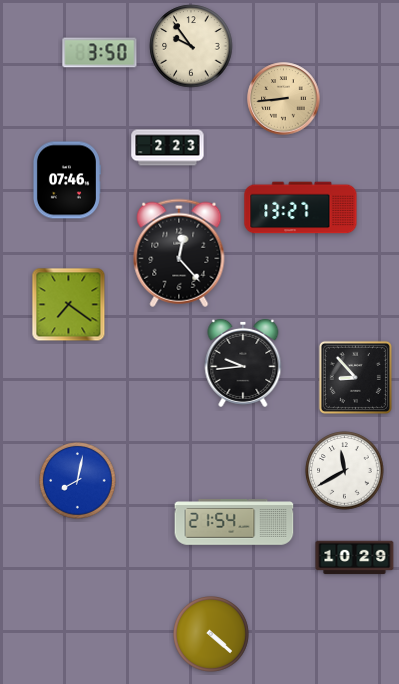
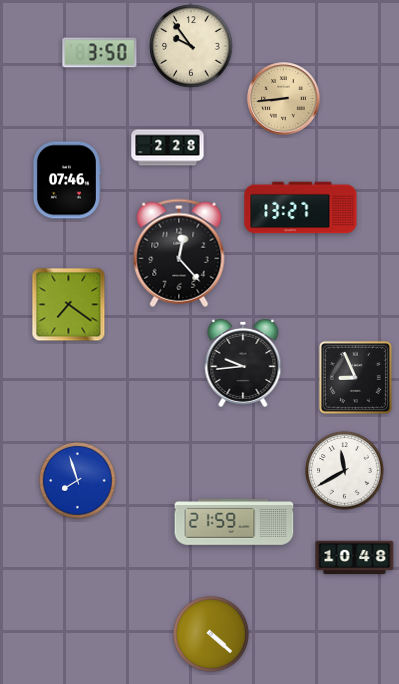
clock at (168, 148): 2:23 -> 2:28
clock at (355, 377): 8:53 -> 8:56
clock at (78, 481): 8:02 -> 7:57
clock at (234, 523): 21:54 -> 21:59
clock at (355, 558): 10:29 -> 10:48
